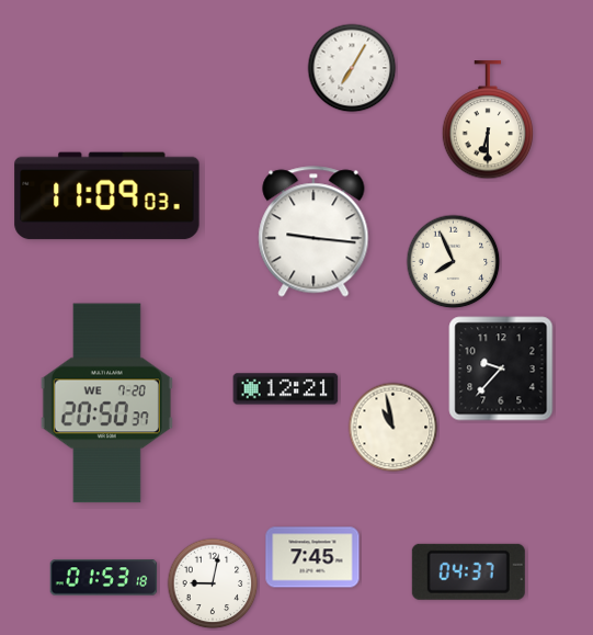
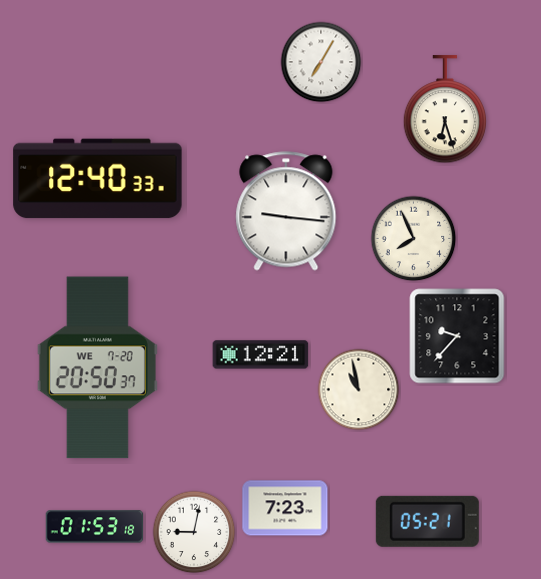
clock at (487, 121): 6:30 -> 6:27
clock at (107, 196): 11:09 -> 12:40
clock at (312, 557): 7:45 -> 7:23
clock at (468, 571): 04:37 -> 05:21
